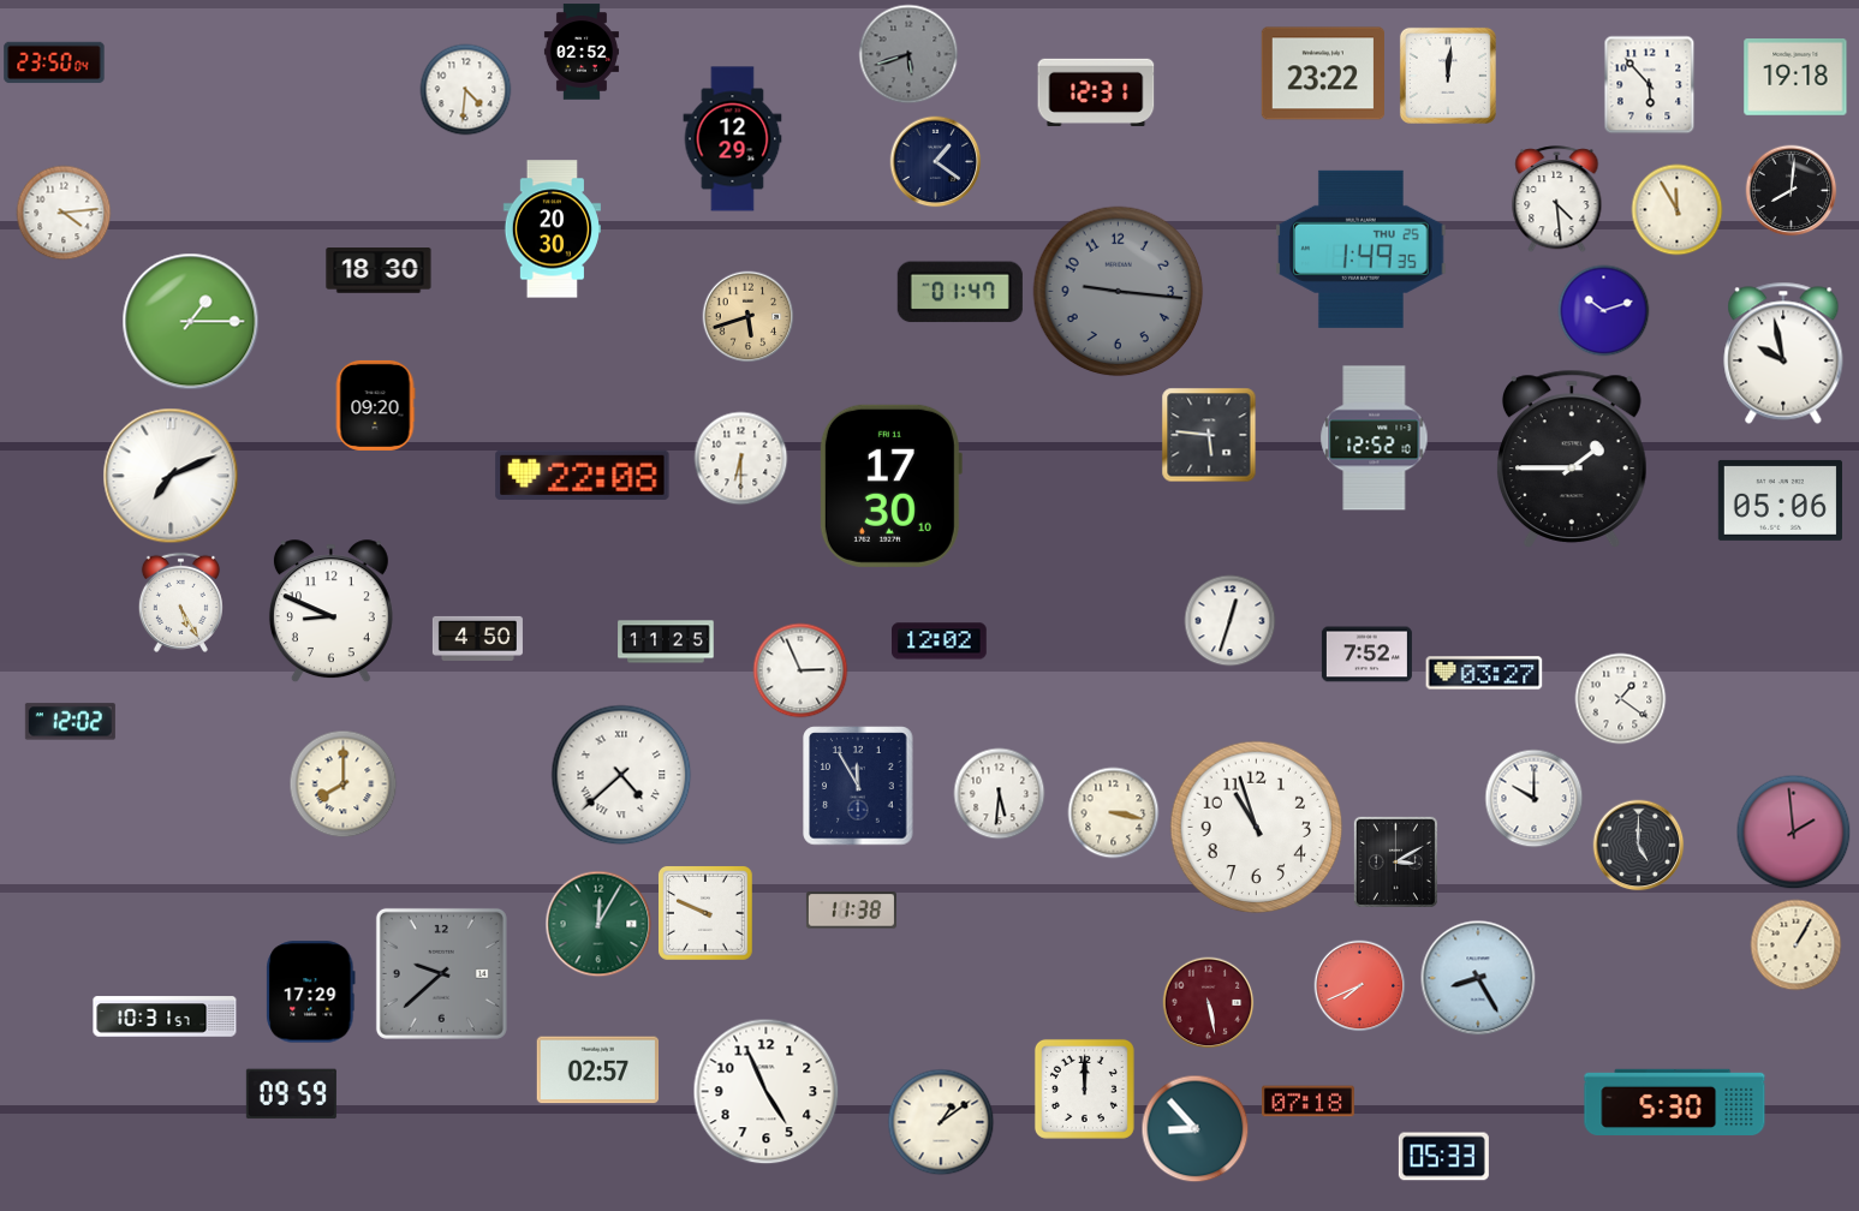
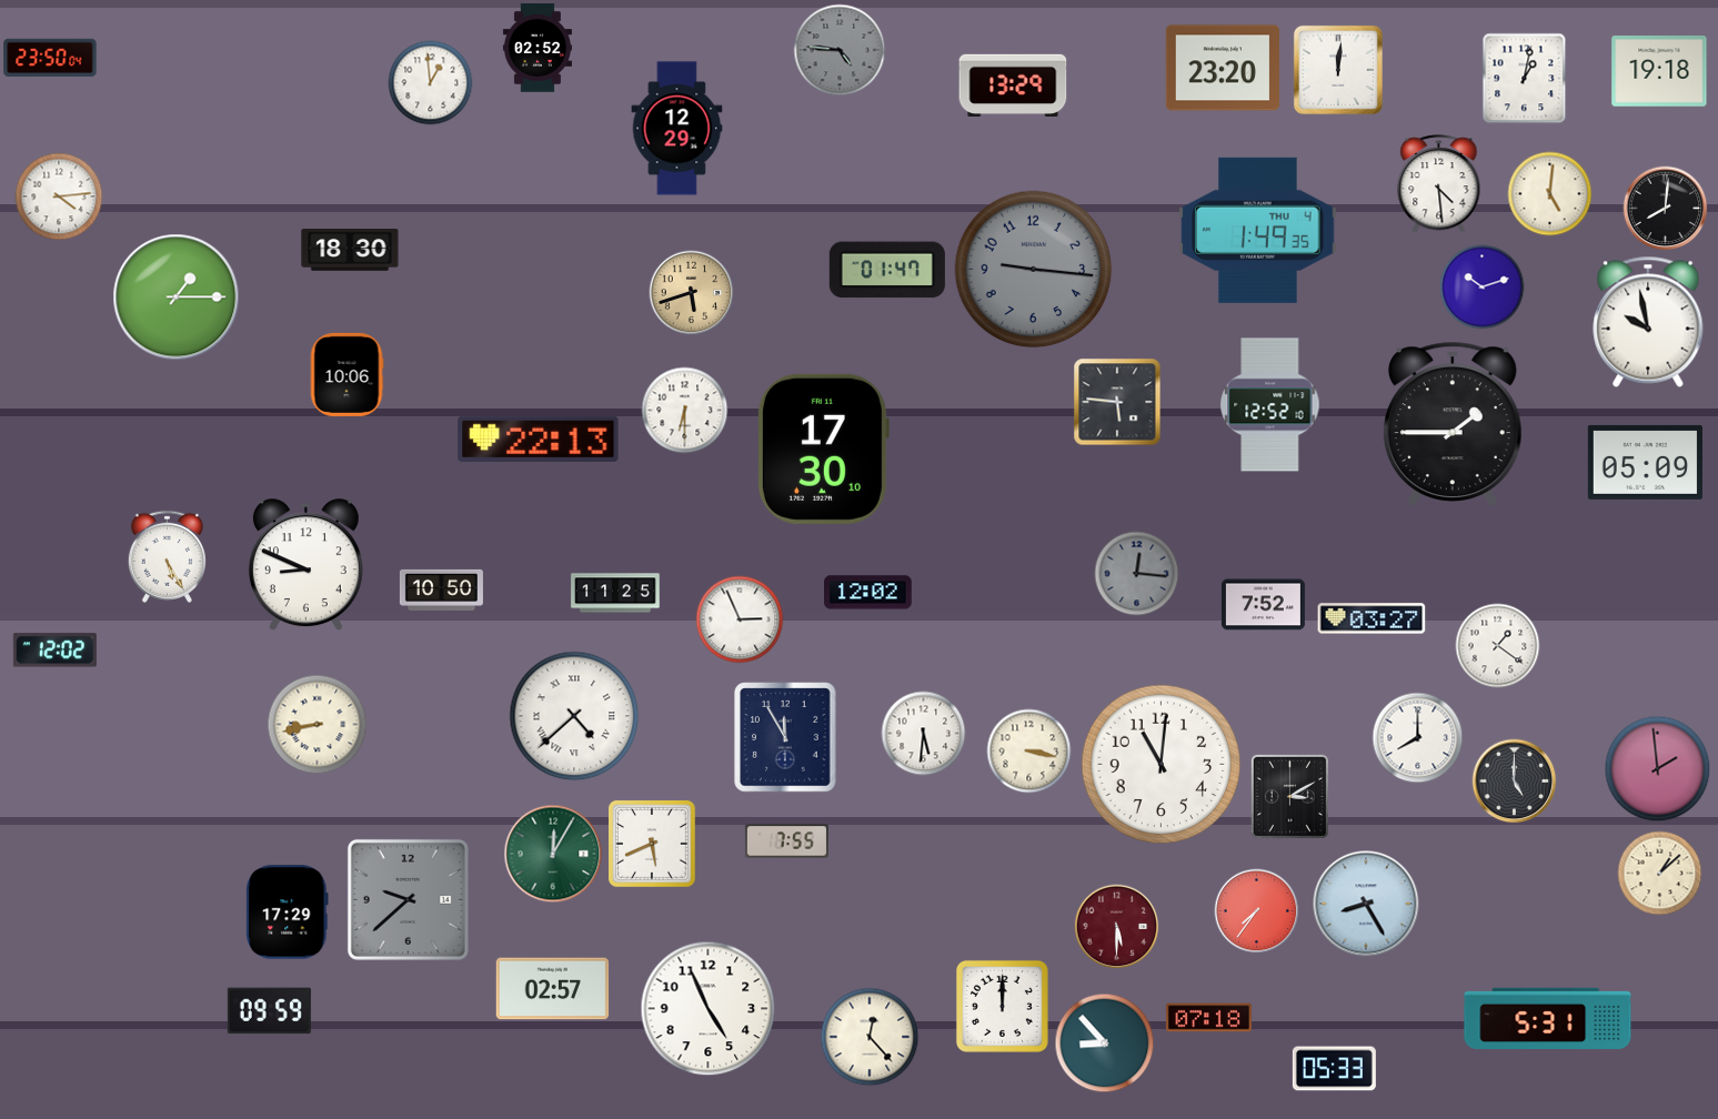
clock at (908, 54): 5:42 -> 4:46
clock at (1322, 73): 23:22 -> 23:20
clock at (1650, 85): 5:53 -> 1:02
clock at (466, 90): 4:31 -> 12:59
clock at (1096, 93): 12:31 -> 13:29
clock at (936, 162): 1:21 -> none
clock at (1792, 191) position: (1792, 191) -> (1666, 209)
clock at (1678, 210): 11:55 -> 5:01
clock at (552, 229): 20:30 -> none
clock at (1362, 249) date: THU 25 -> THU 4
clock at (1783, 353) position: (1783, 353) -> (1648, 322)
clock at (375, 405): 09:20 -> 10:06
clock at (741, 459) position: (741, 459) -> (685, 411)
clock at (583, 475): 22:08 -> 22:13
clock at (171, 476): 7:11 -> none
clock at (1780, 500): 05:06 -> 05:09
clock at (1231, 621): 12:33 -> 12:16
clock at (1231, 621) dial: white -> grey
clock at (477, 638): 4:50 -> 10:50
clock at (1484, 673) position: (1484, 673) -> (1372, 618)
clock at (70, 722) position: (70, 722) -> (54, 651)
clock at (344, 785): 8:00 -> 8:43
clock at (858, 786) position: (858, 786) -> (785, 737)
clock at (1535, 799): 10:00 -> 8:00
clock at (1257, 828): 10:57 -> 11:01
clock at (851, 911): 11:38 -> 7:55
clock at (705, 913): 9:49 -> 5:41
clock at (1797, 945): 1:05 -> 1:08
clock at (1360, 986): 7:41 -> 7:36
clock at (311, 992) position: (311, 992) -> (288, 913)
clock at (1209, 1003): 5:28 -> 5:30
clock at (165, 1016): 10:31 -> none
clock at (1675, 1102): 5:30 -> 5:31
clock at (941, 1122): 1:09 -> 12:23
